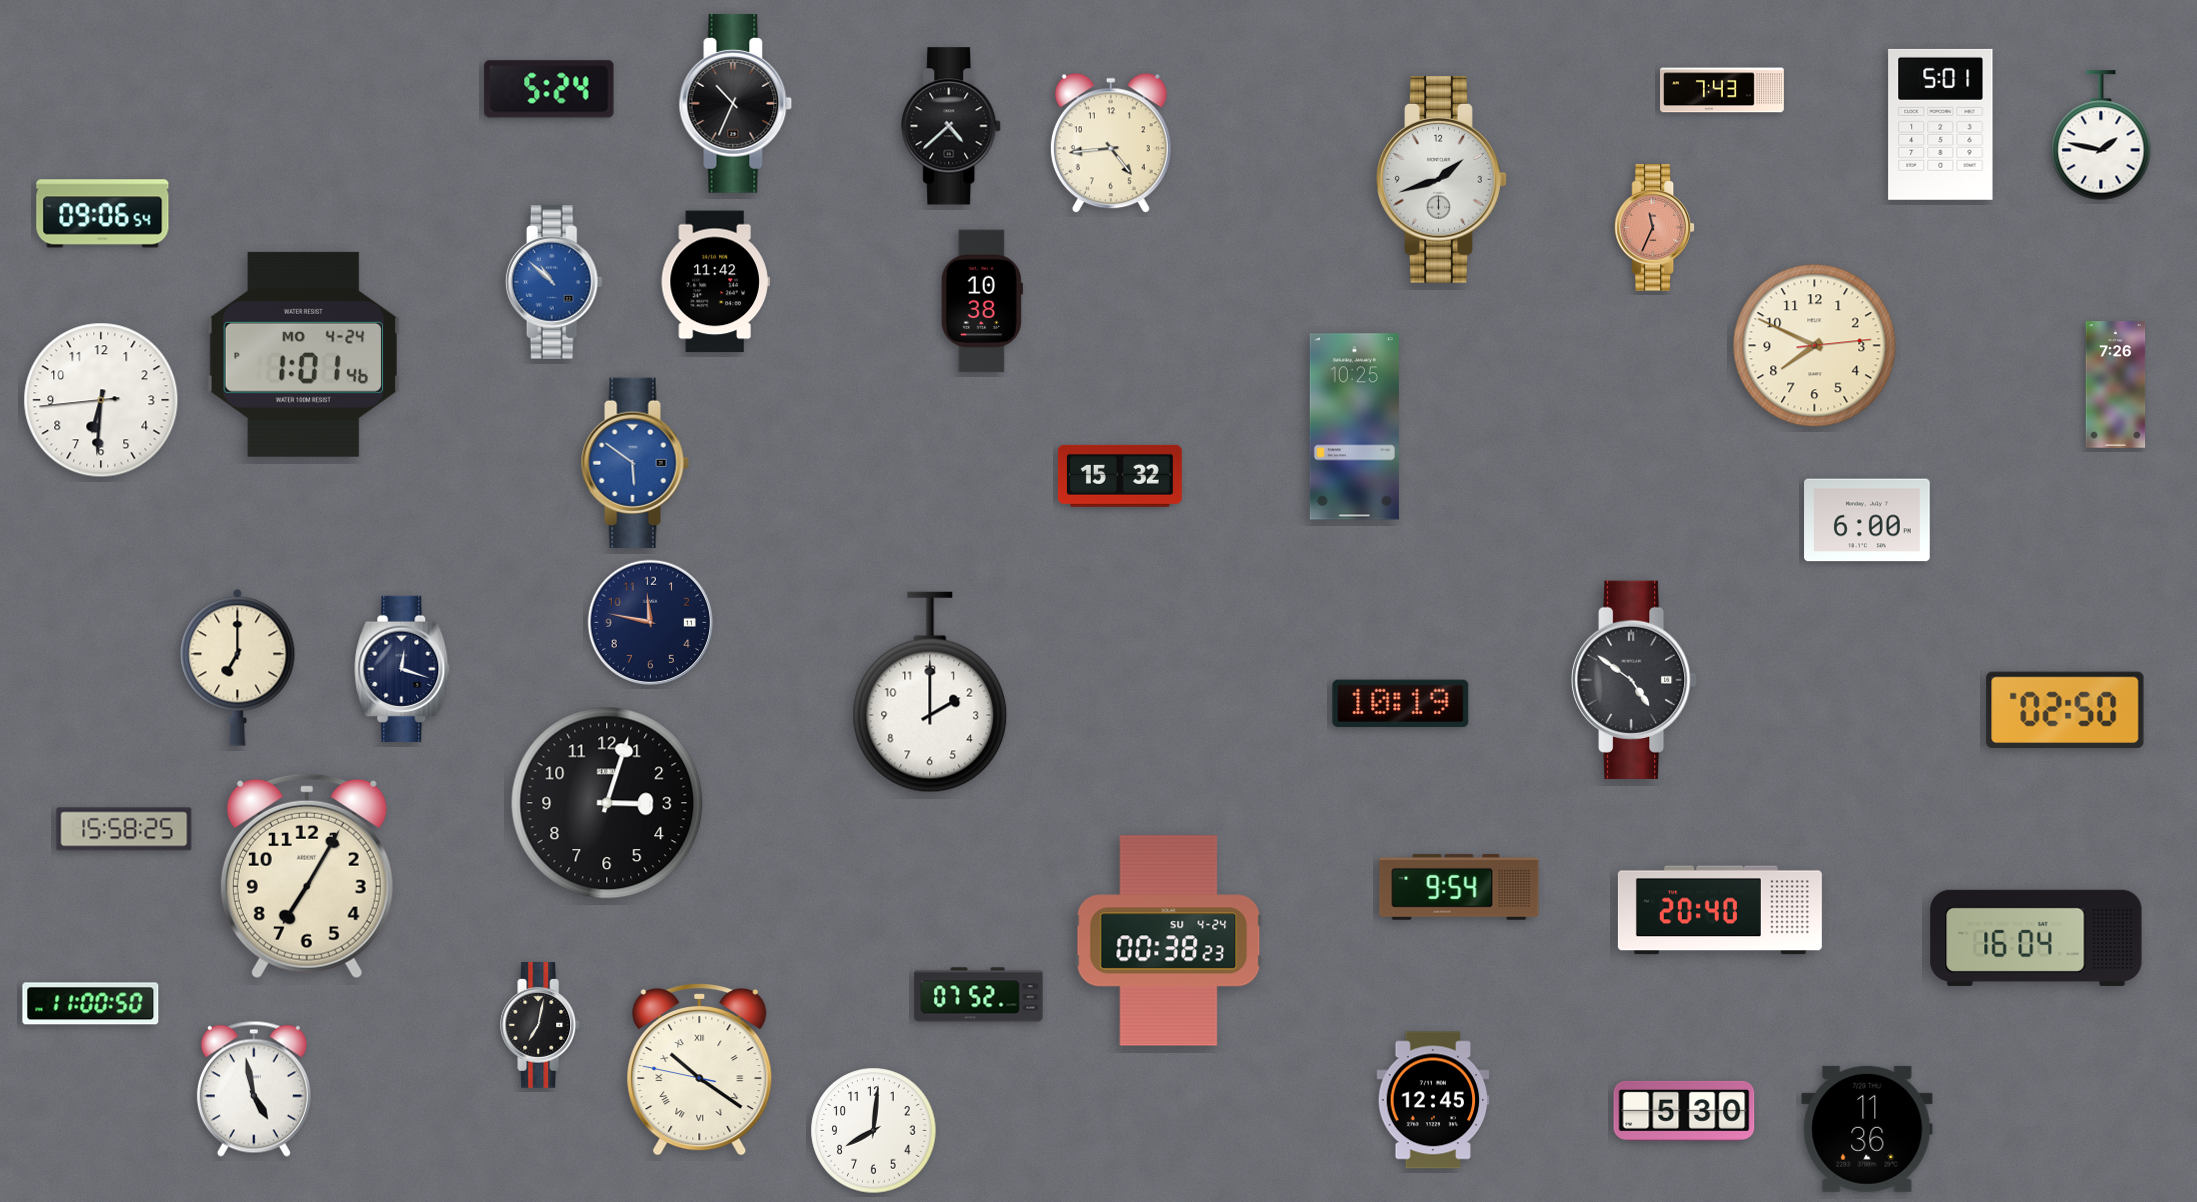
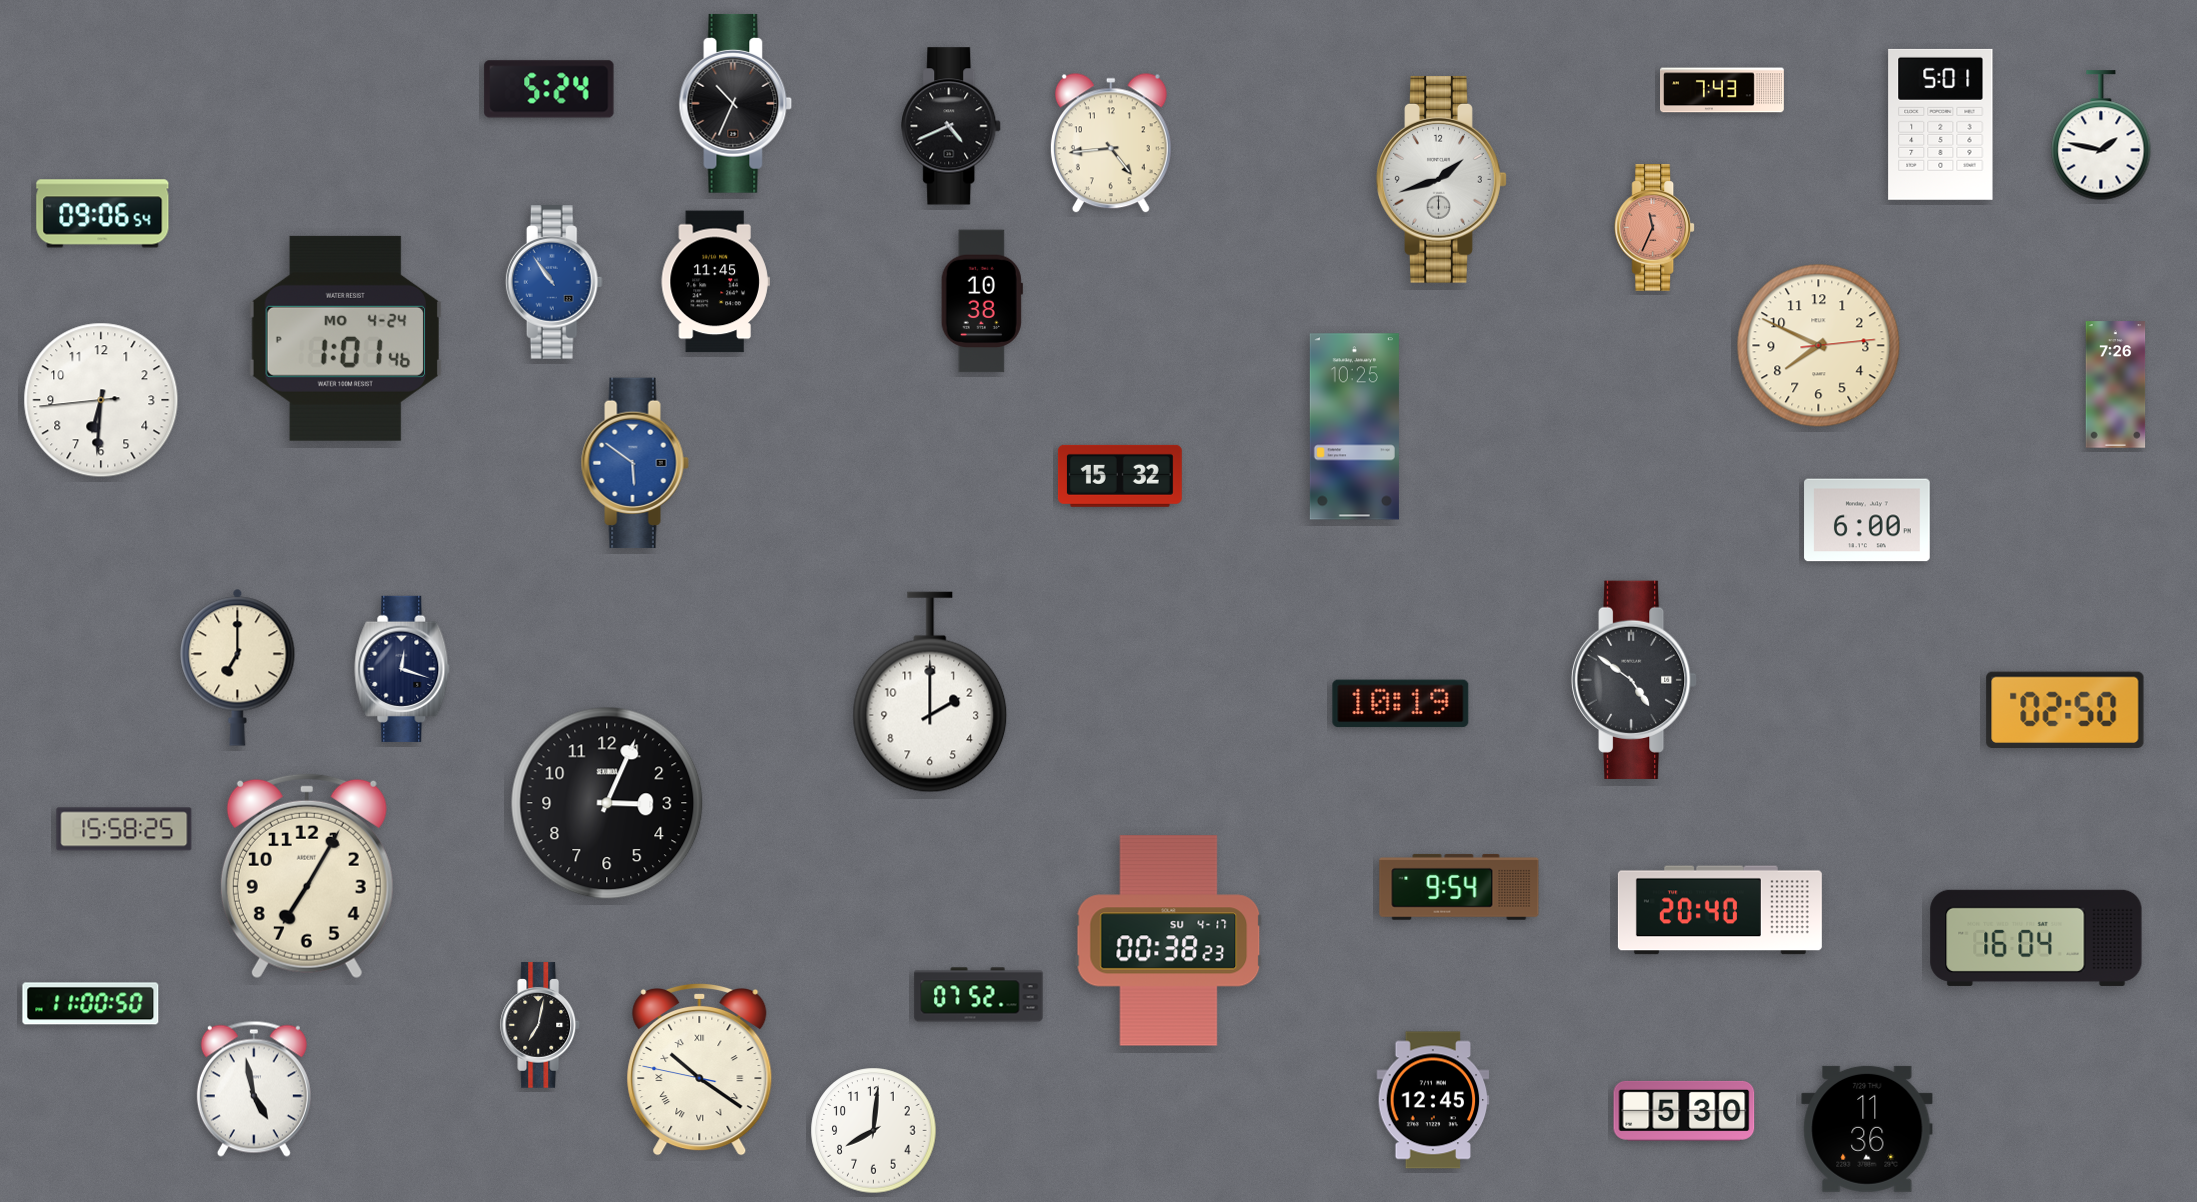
clock at (952, 126): 4:38 -> 4:41
clock at (554, 282): 10:52 -> 10:54
clock at (715, 282): 11:42 -> 11:45
clock at (1815, 346) position: (1815, 346) -> (1819, 346)
clock at (303, 354) position: (303, 354) -> (345, 338)
clock at (651, 623): 11:47 -> none
clock at (607, 803): 3:03 -> 3:04
clock at (1169, 941) date: SU 4-24 -> SU 4-17
